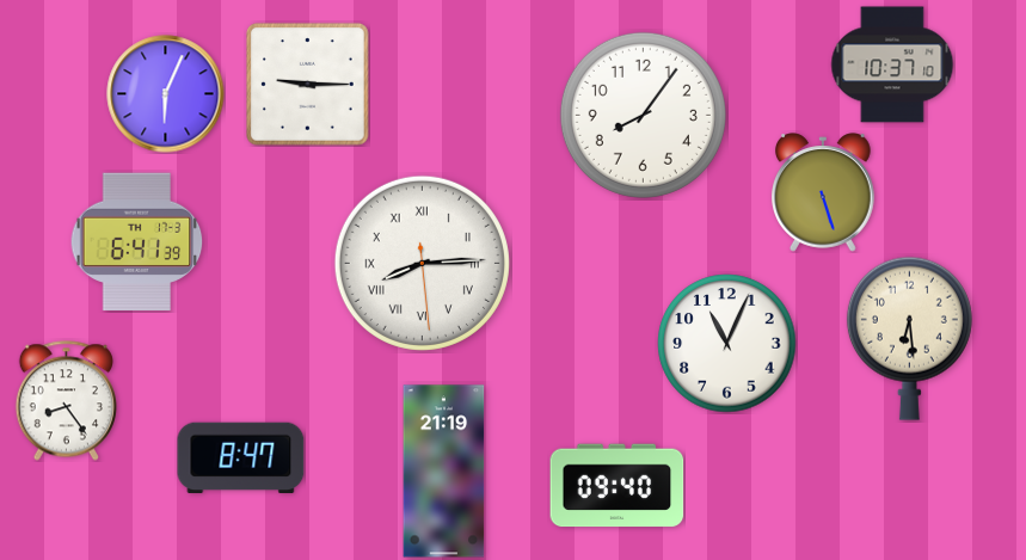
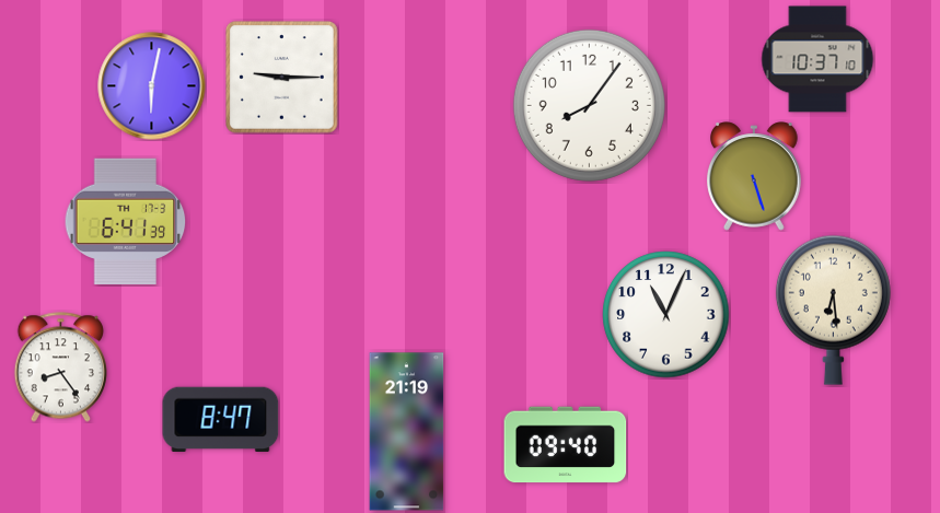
clock at (166, 94): 6:04 -> 6:02
clock at (422, 263): 8:14 -> none
